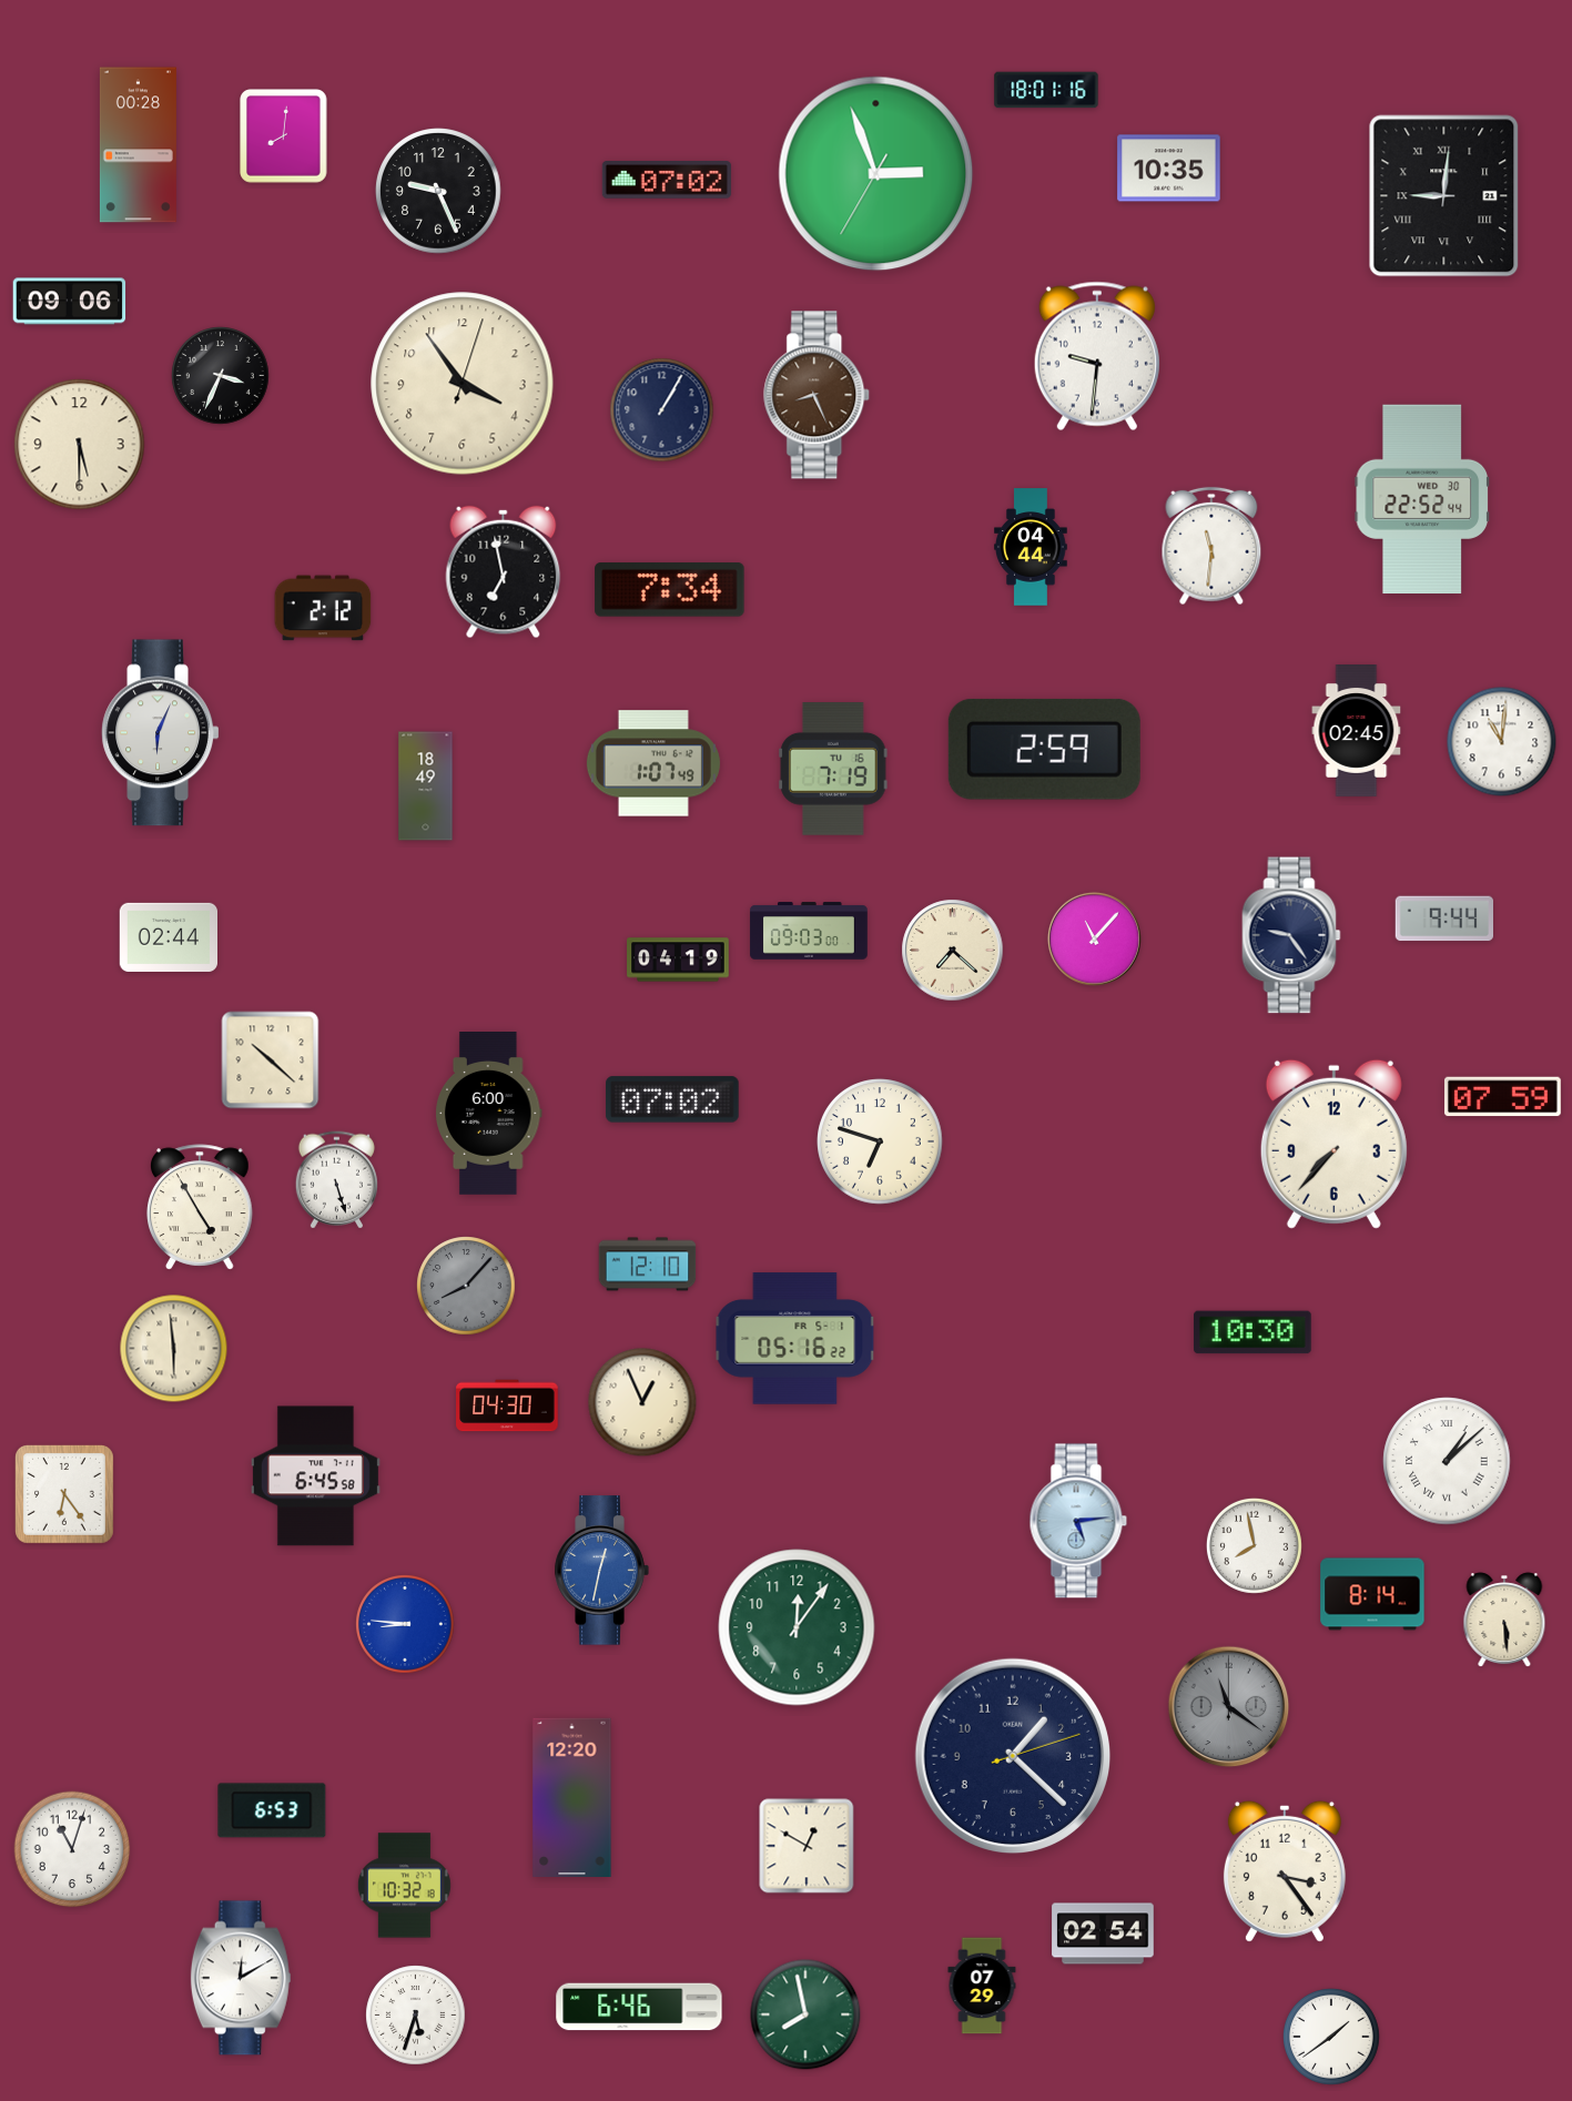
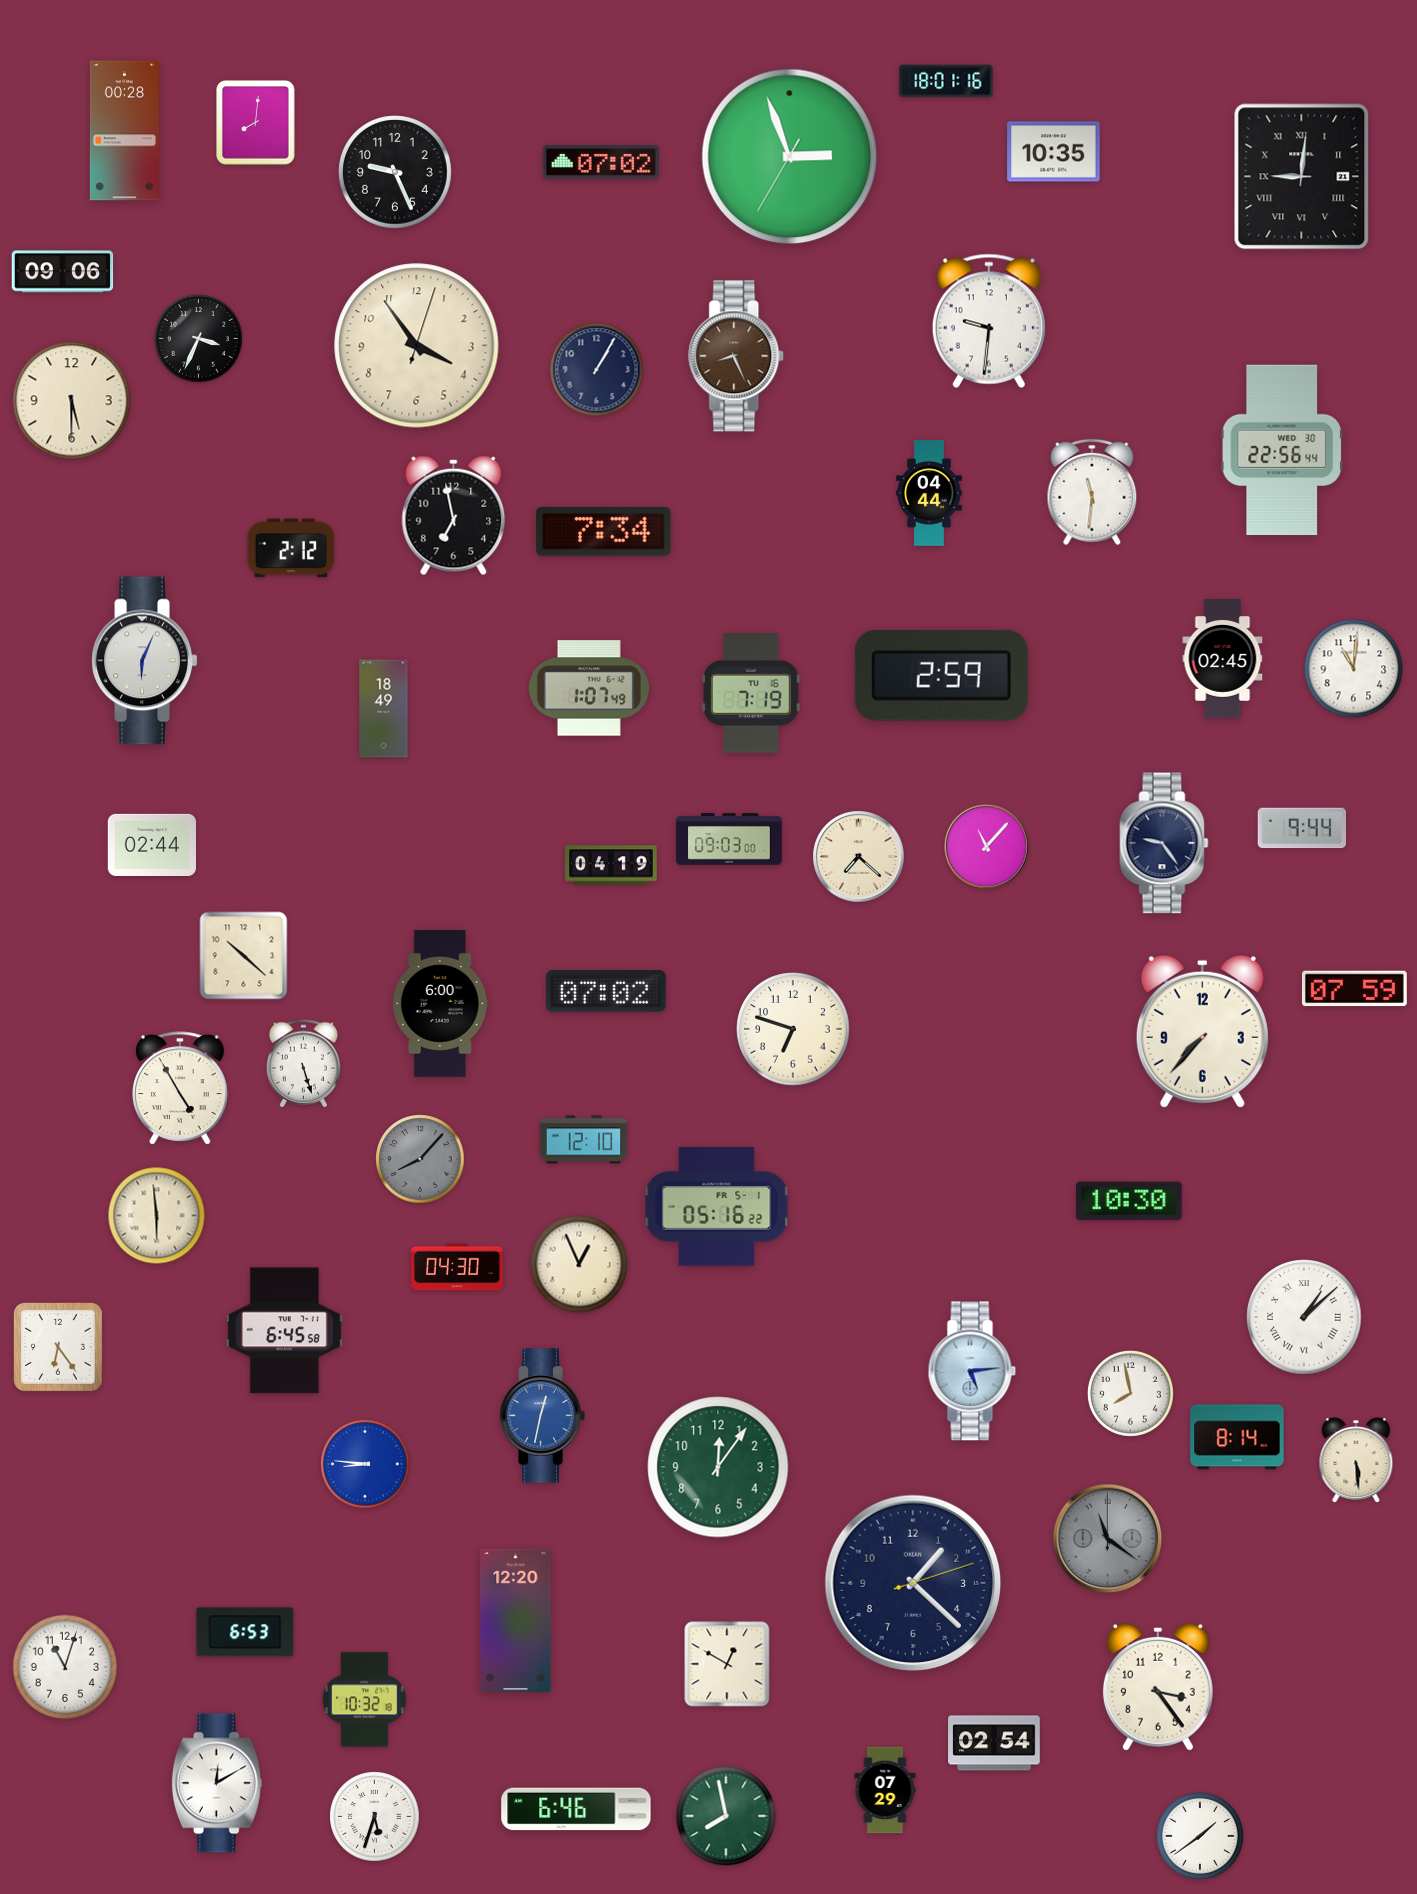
clock at (1046, 90) position: (1046, 90) -> (946, 81)
clock at (1422, 499): 22:52 -> 22:56
